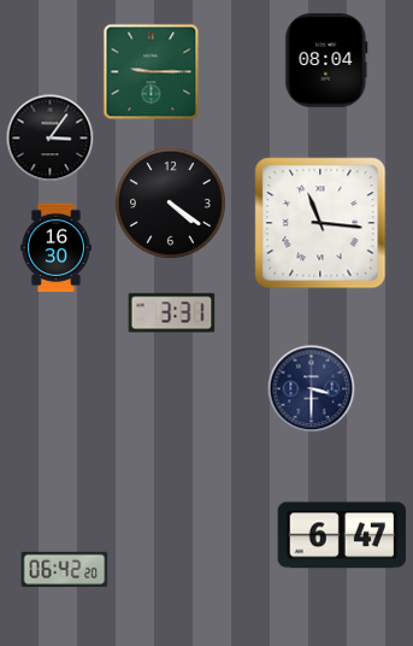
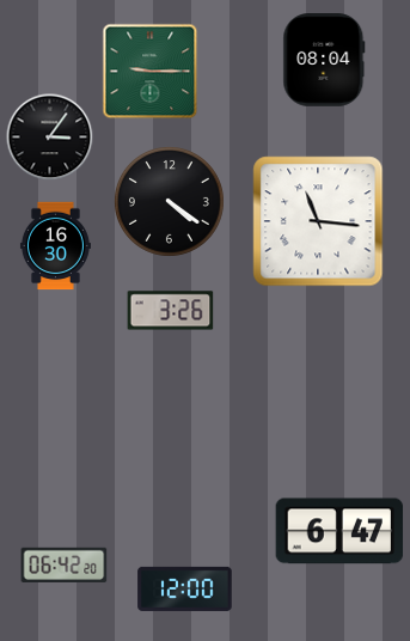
clock at (172, 313): 3:31 -> 3:26
clock at (312, 389): 3:30 -> none
clock at (185, 588): none -> 12:00
